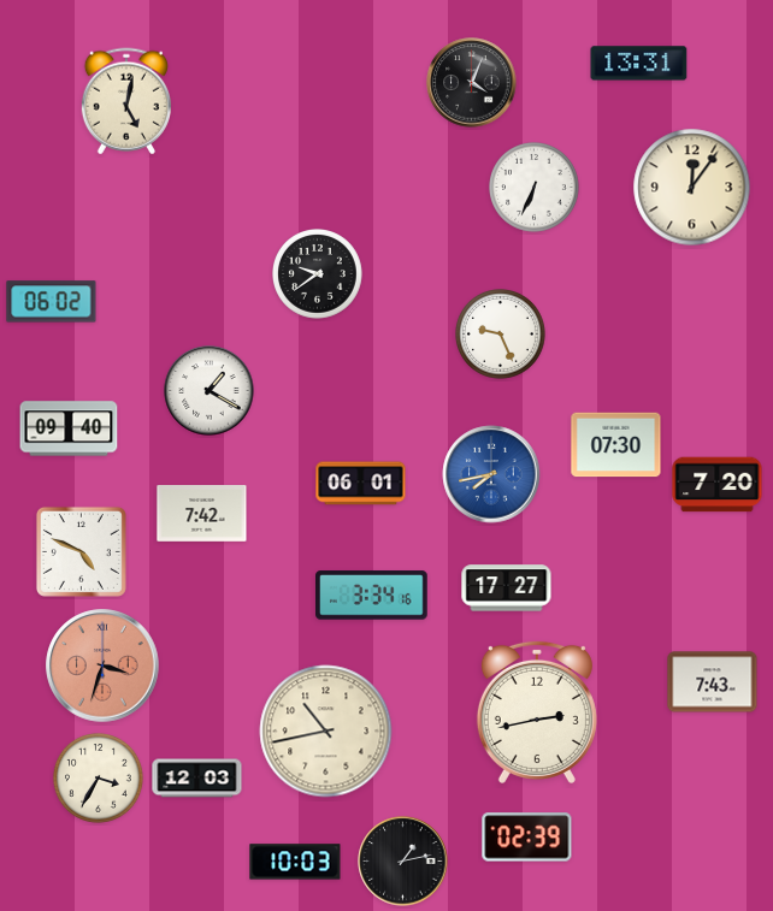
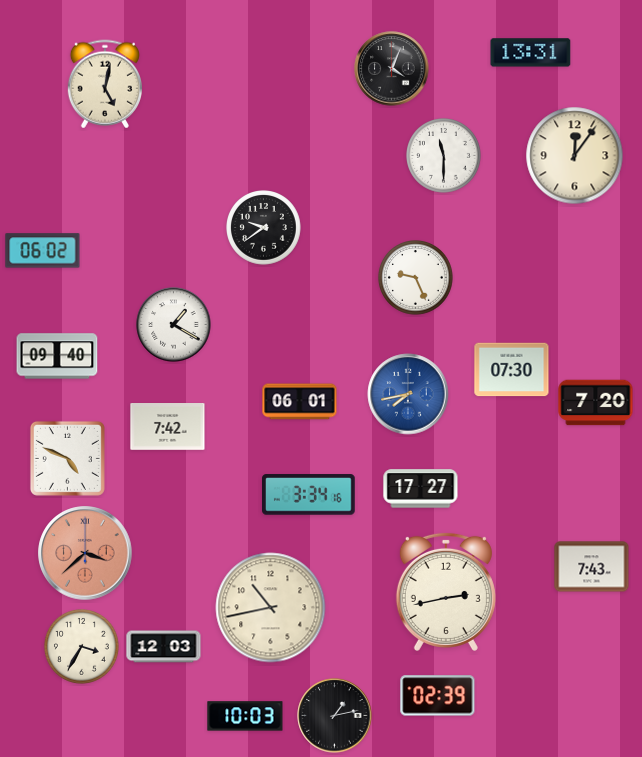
clock at (535, 188): 6:34 -> 11:30
clock at (102, 665): 3:33 -> 3:38
